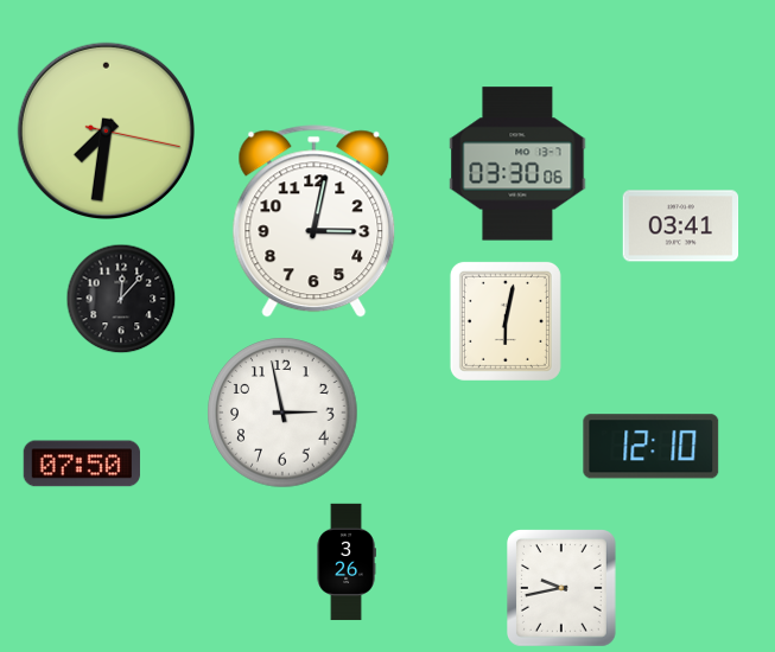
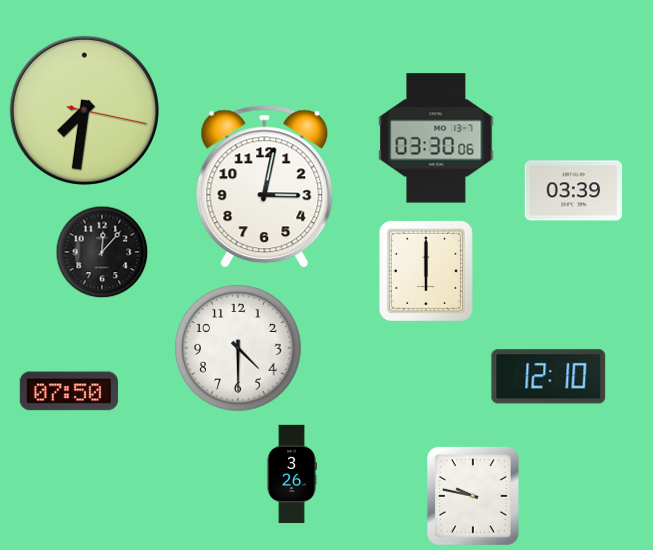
clock at (106, 130) position: (106, 130) -> (84, 110)
clock at (681, 226): 03:41 -> 03:39
clock at (506, 321): 6:02 -> 6:00
clock at (282, 413): 2:58 -> 4:30
clock at (563, 589): 9:43 -> 9:47
